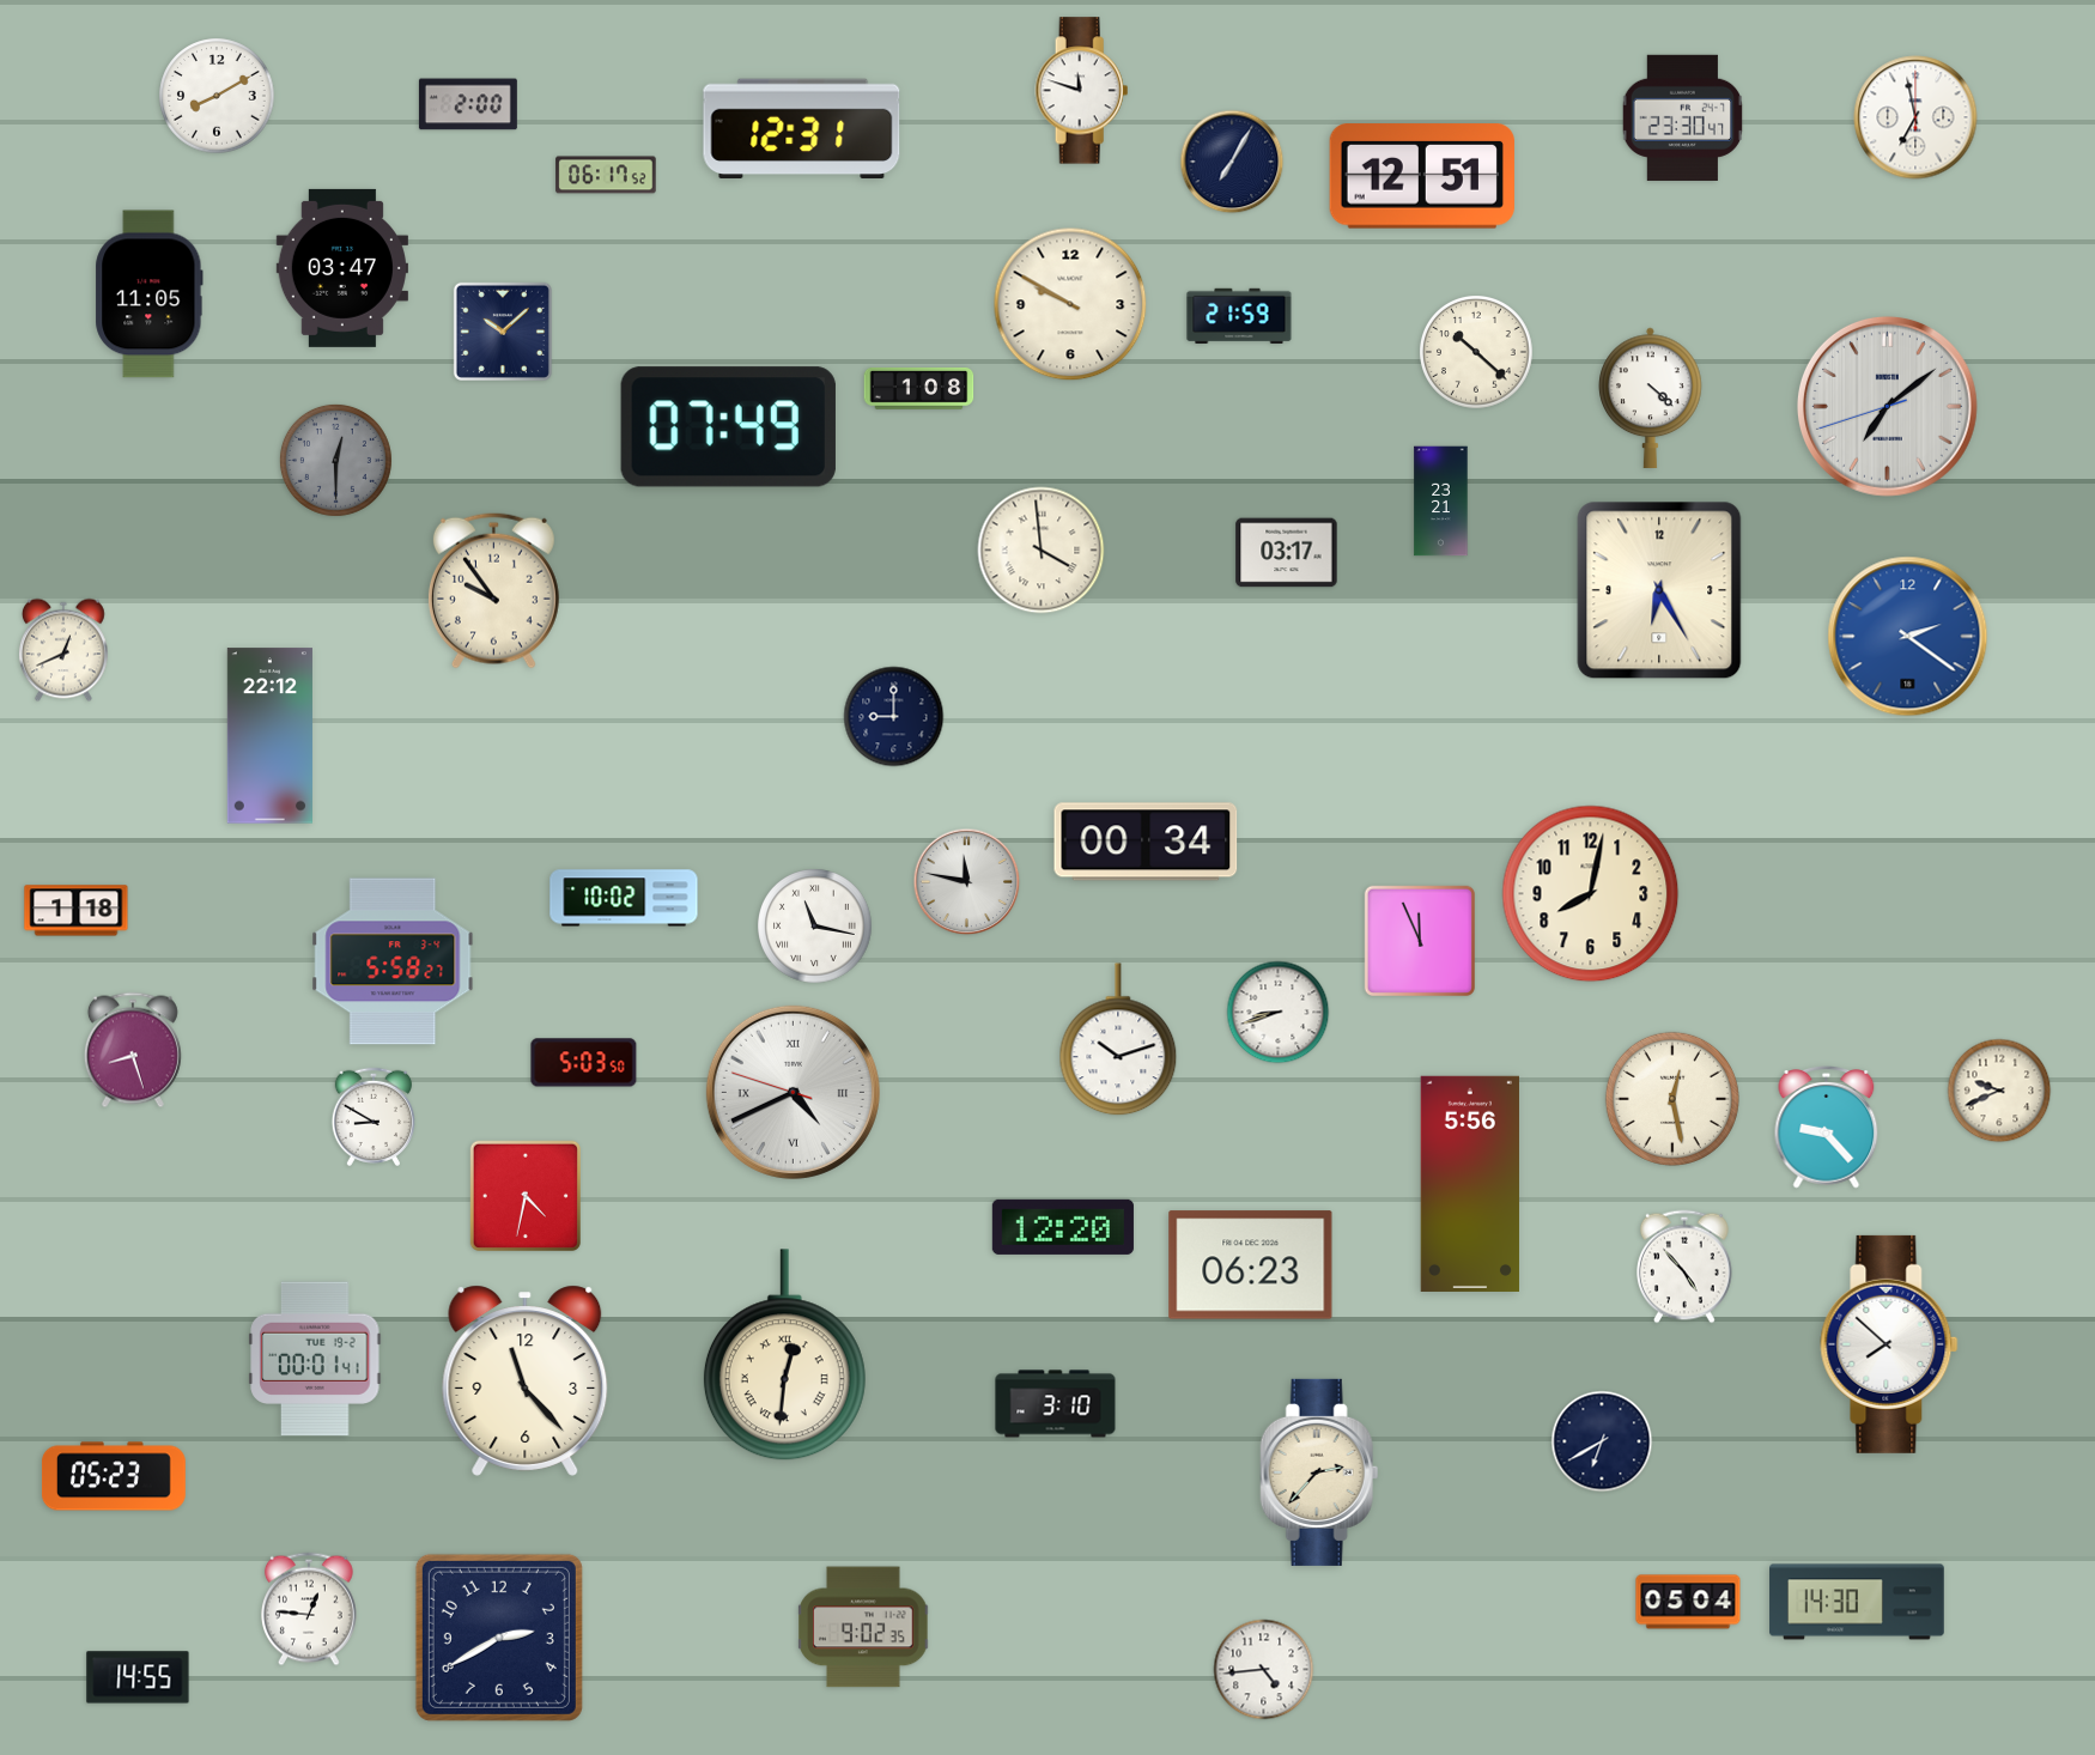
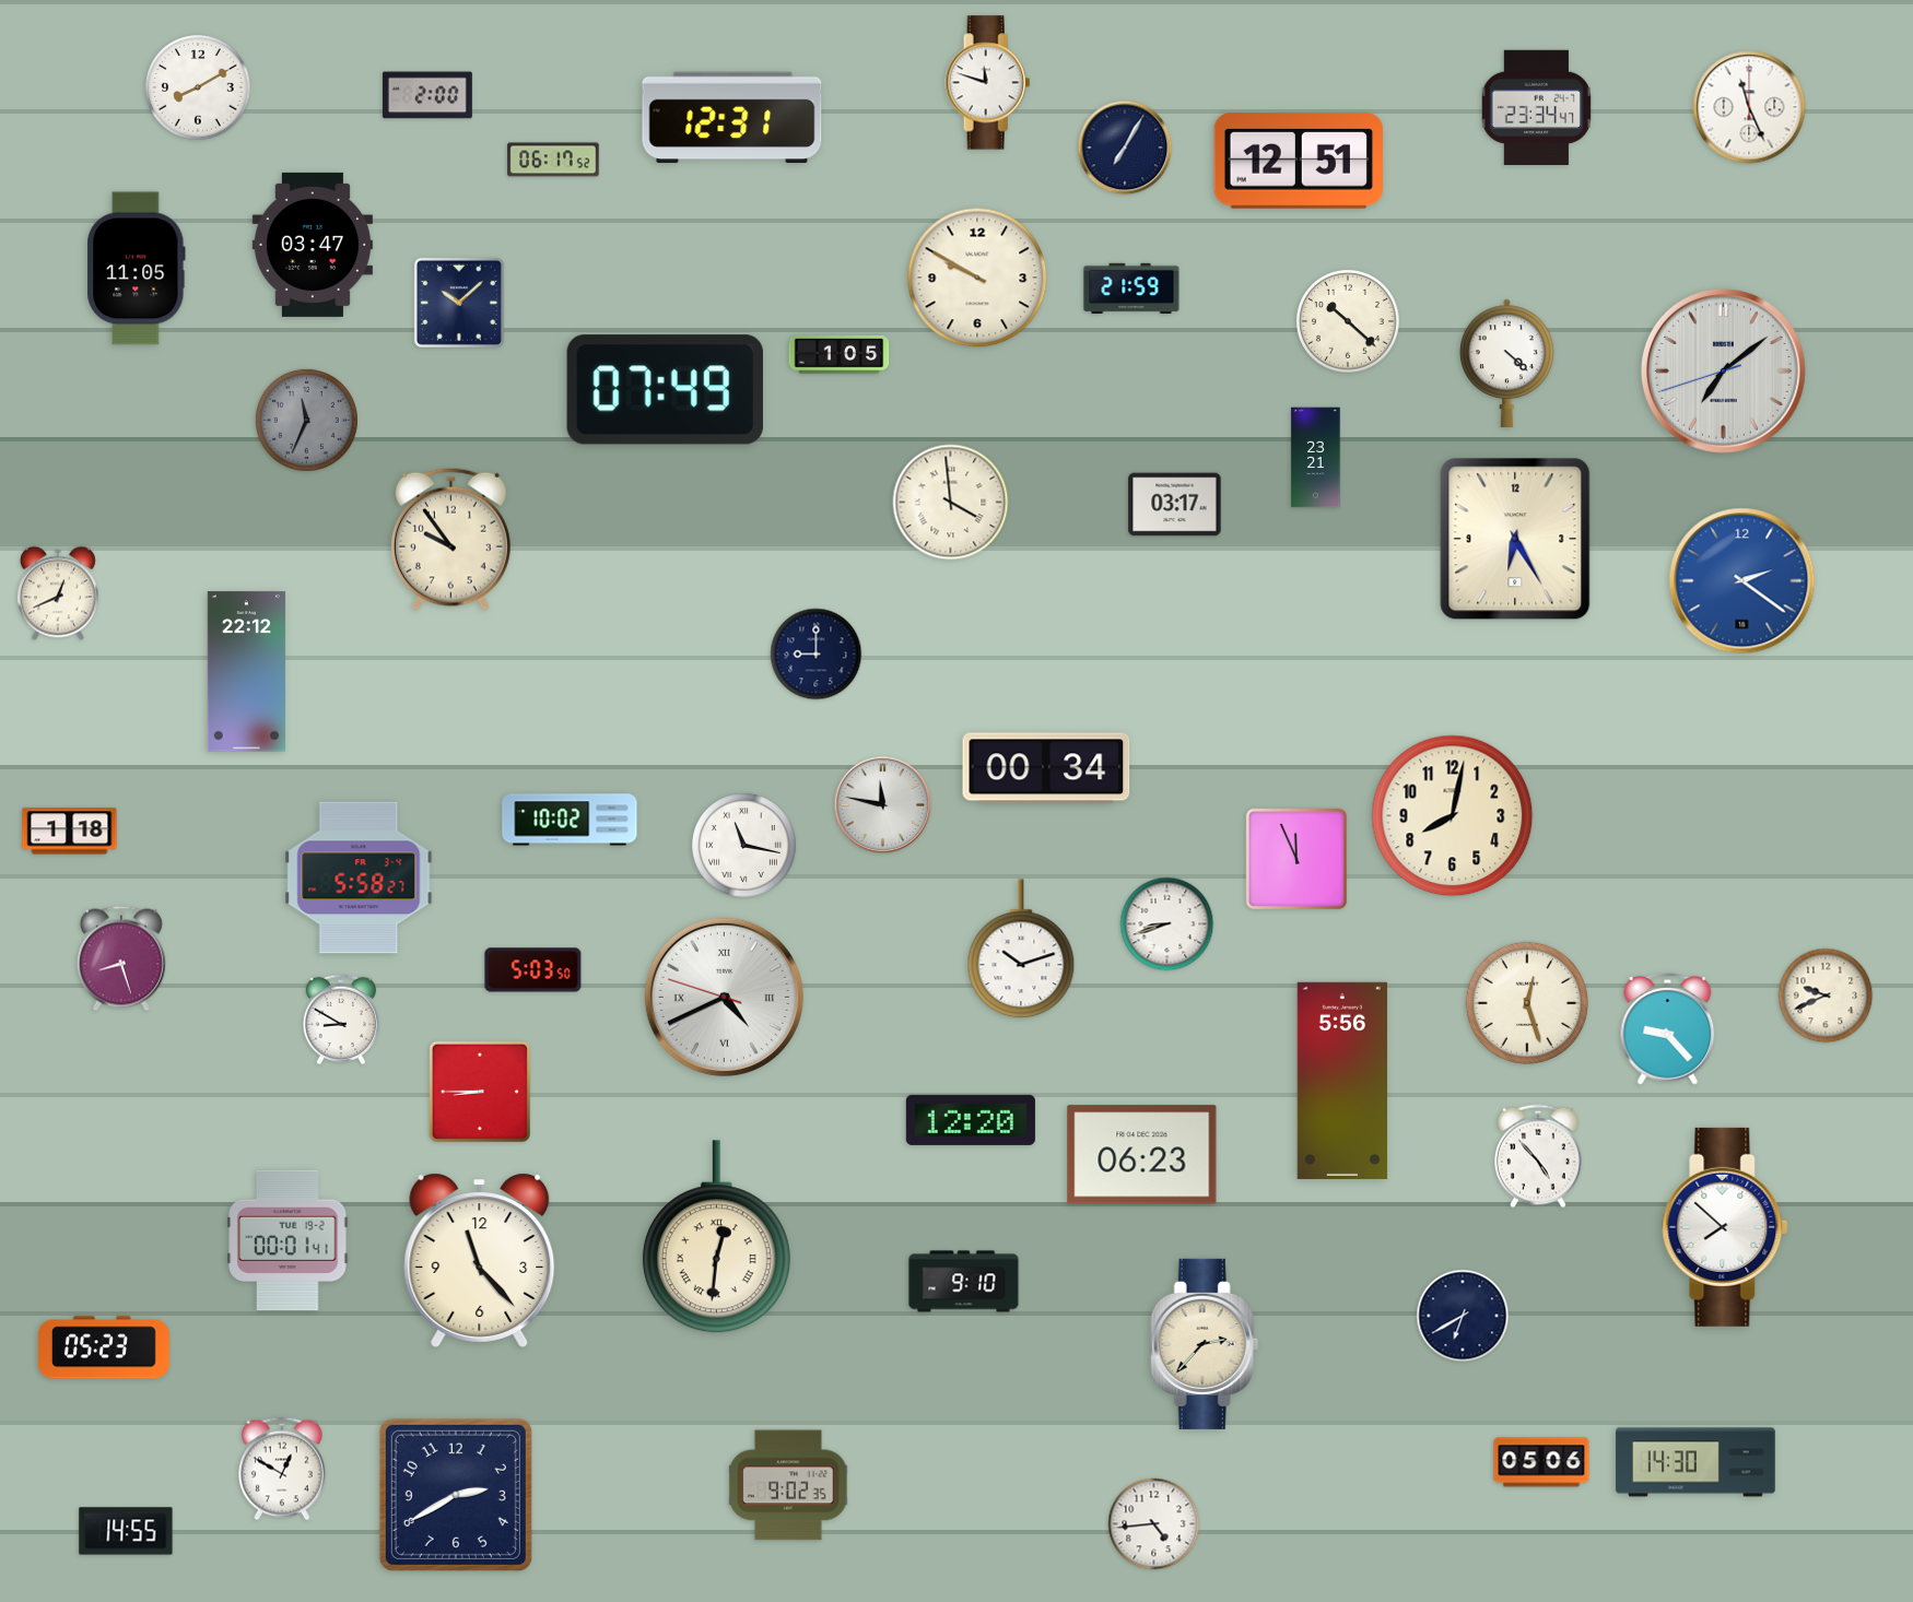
clock at (1682, 117): 23:30 -> 23:34
clock at (1915, 117): 6:58 -> 11:26
clock at (919, 389): 1:08 -> 1:05
clock at (335, 460): 12:30 -> 11:34
clock at (1672, 1099): 12:28 -> 12:27
clock at (524, 1195): 4:32 -> 8:45
clock at (1056, 1404): 3:10 -> 9:10
clock at (1688, 1602): 05:04 -> 05:06
clock at (310, 1609): 12:46 -> 12:50
